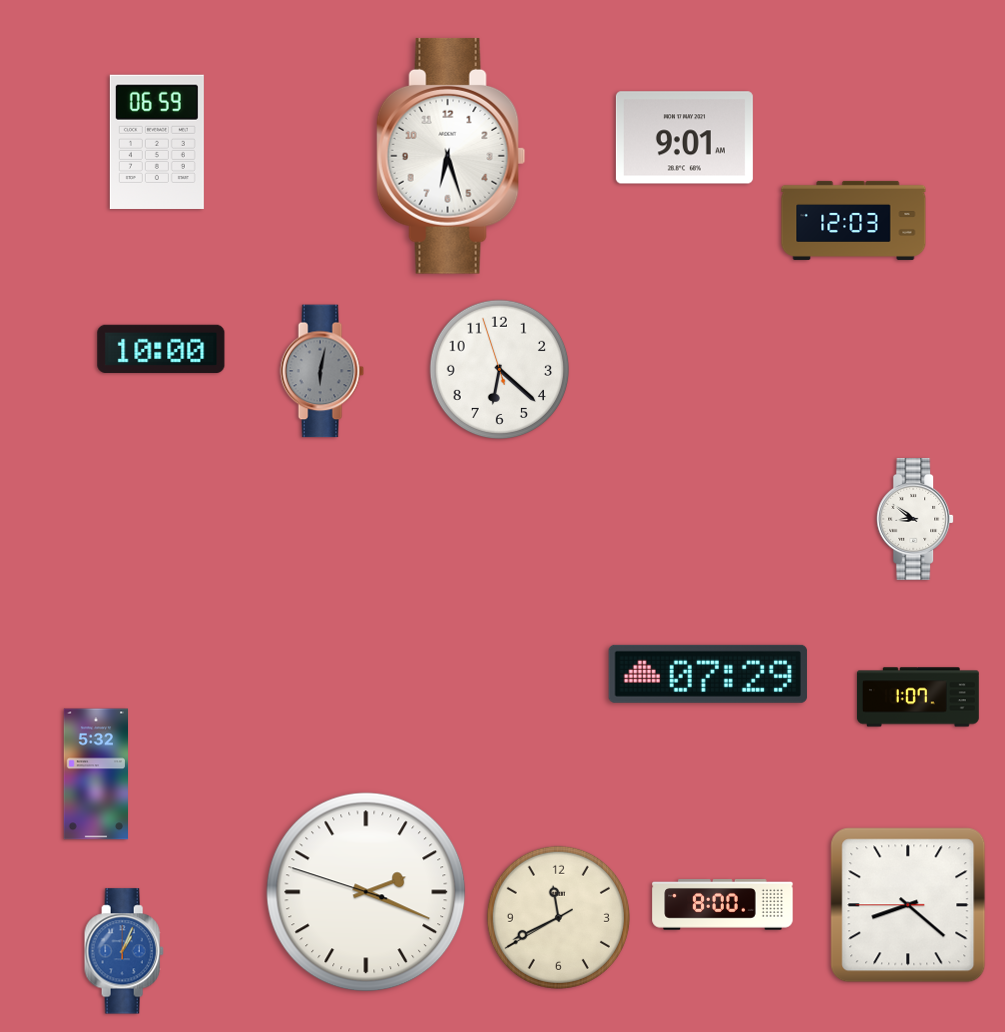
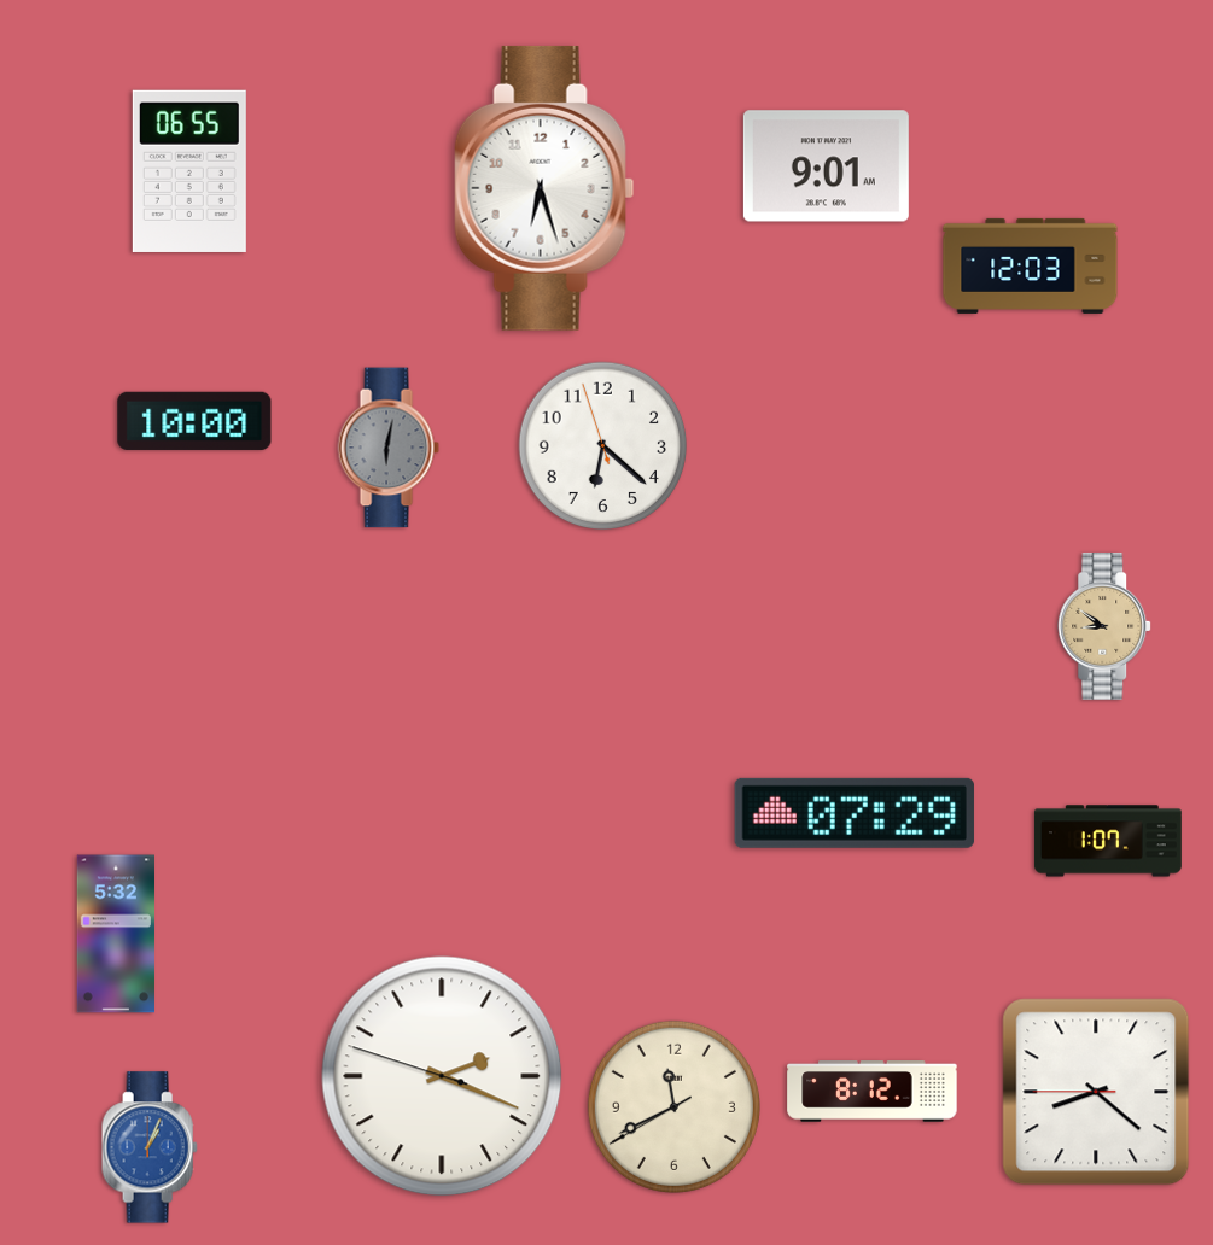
clock at (157, 142): 06:59 -> 06:55
clock at (916, 519) dial: white -> champagne
clock at (723, 905): 8:00 -> 8:12
